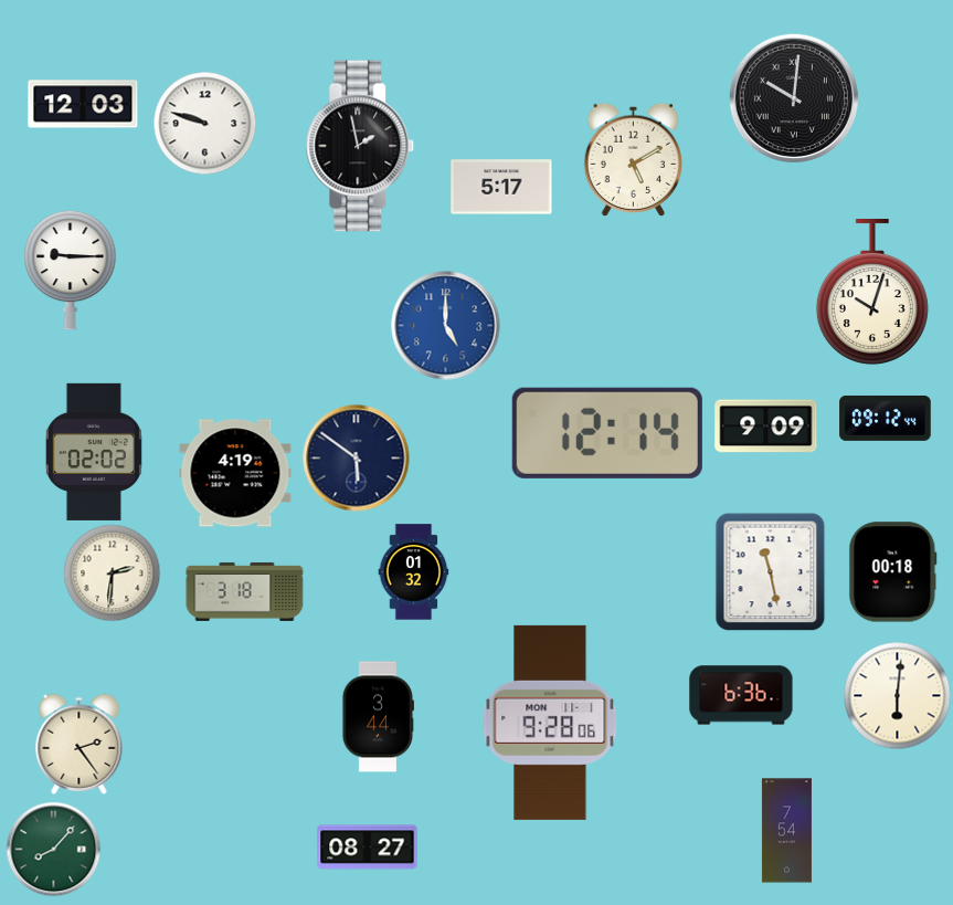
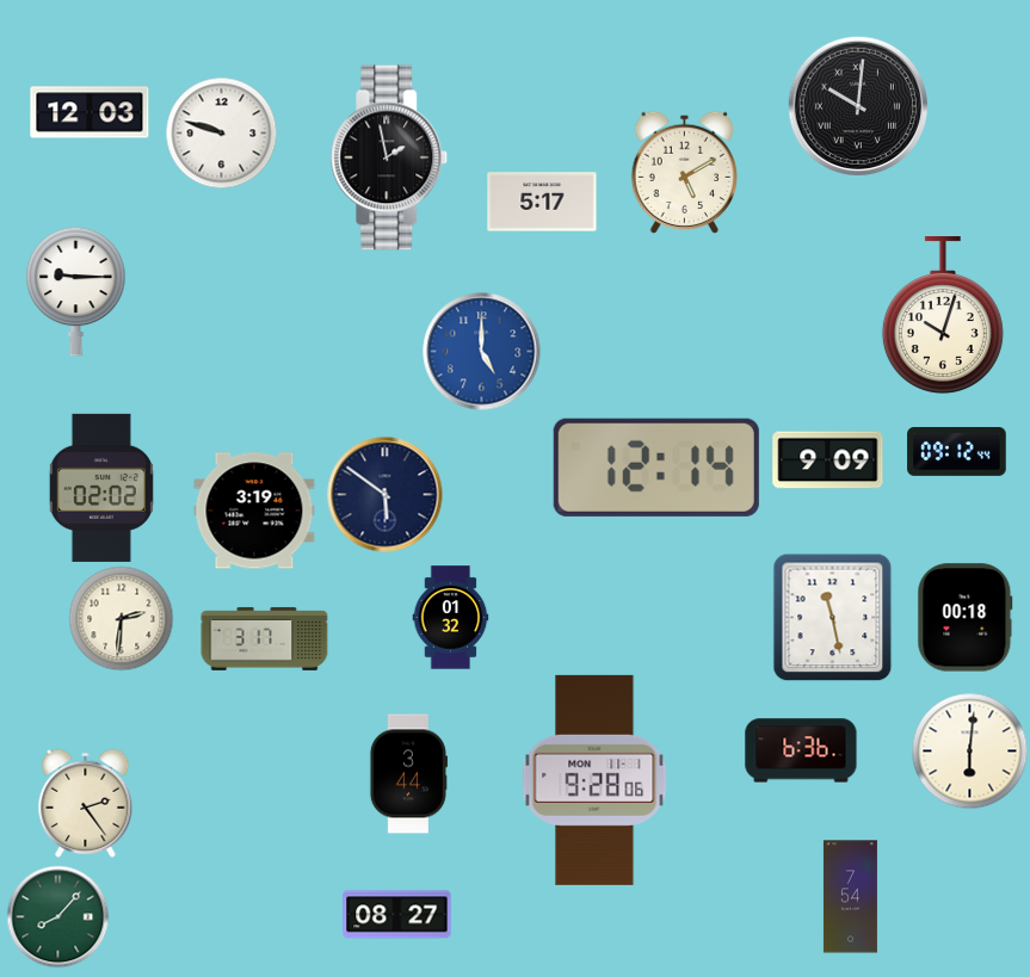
clock at (235, 473): 4:19 -> 3:19
clock at (414, 572) position: (414, 572) -> (451, 618)
clock at (245, 592): 3:18 -> 3:17
